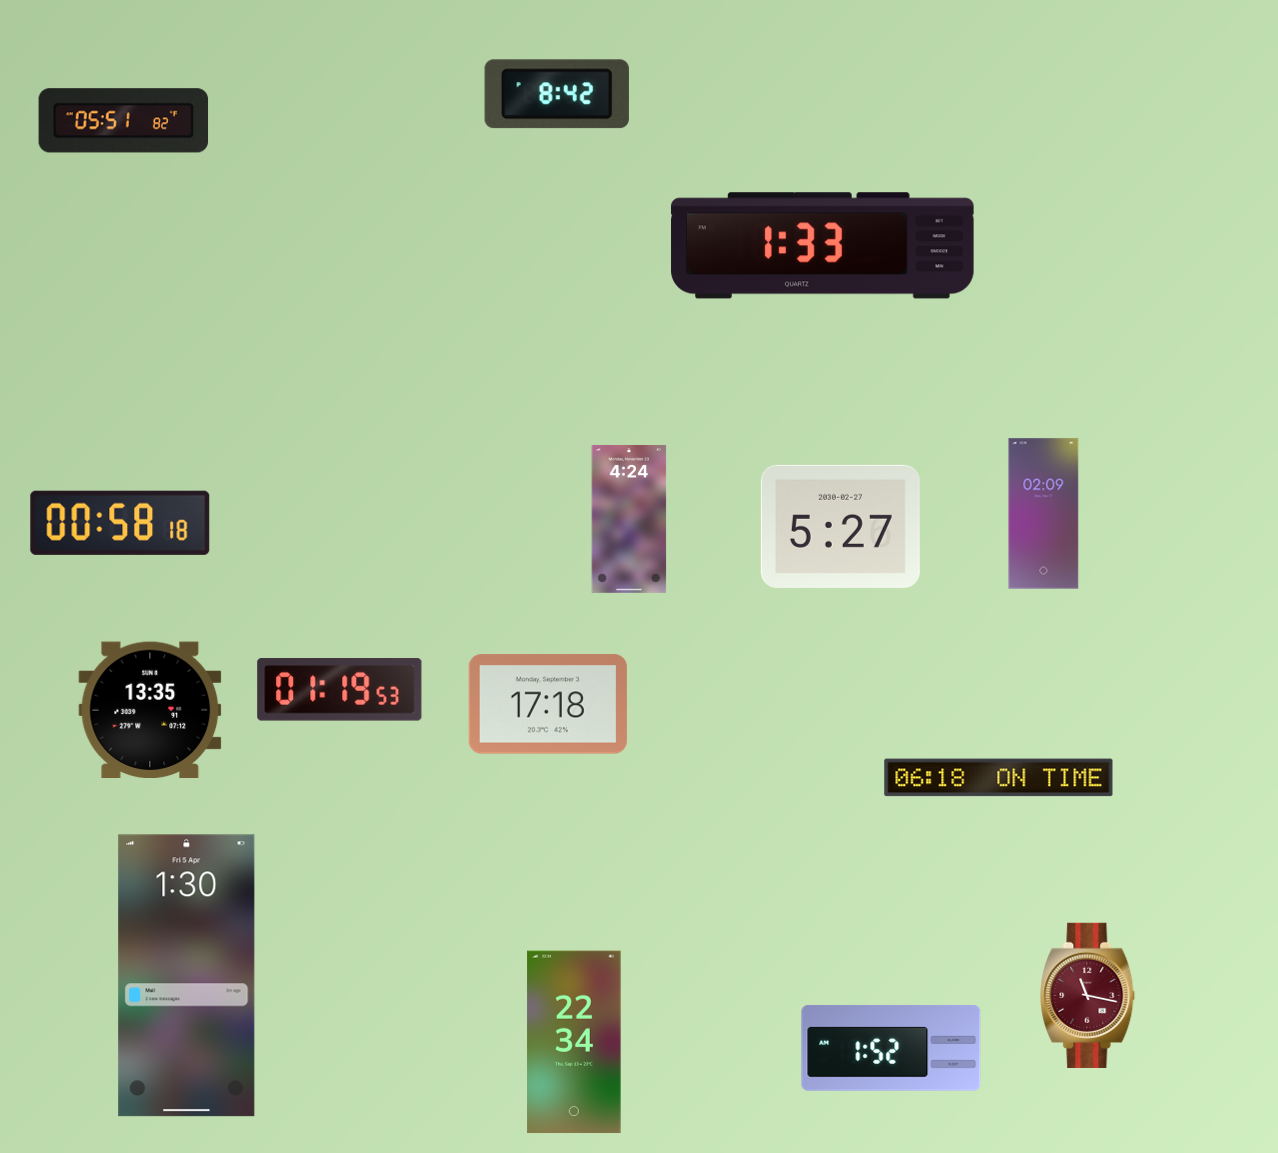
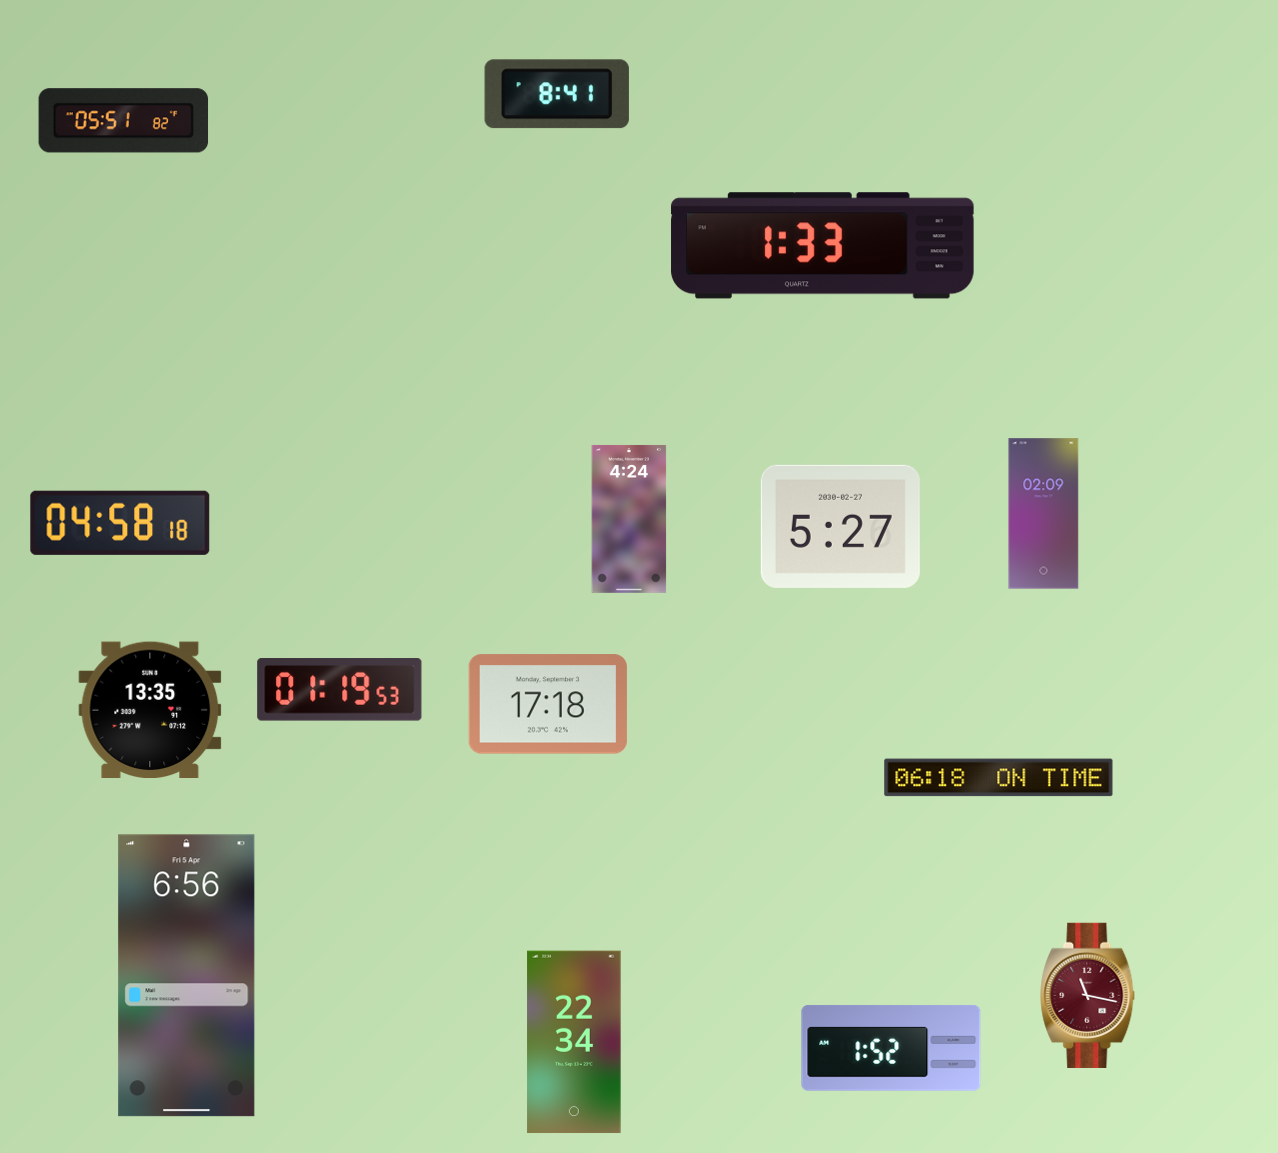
clock at (557, 94): 8:42 -> 8:41
clock at (120, 523): 00:58 -> 04:58
clock at (187, 976): 1:30 -> 6:56
